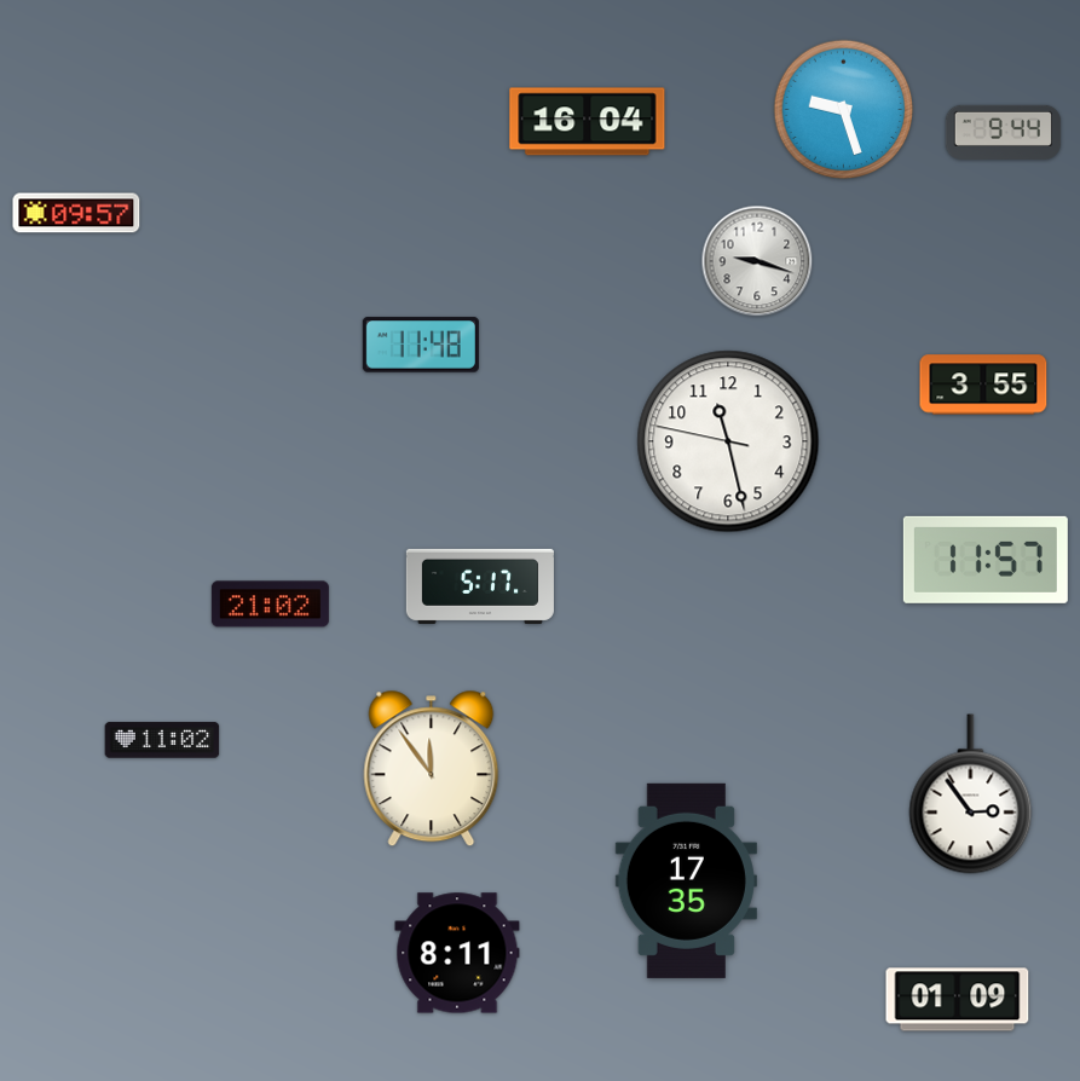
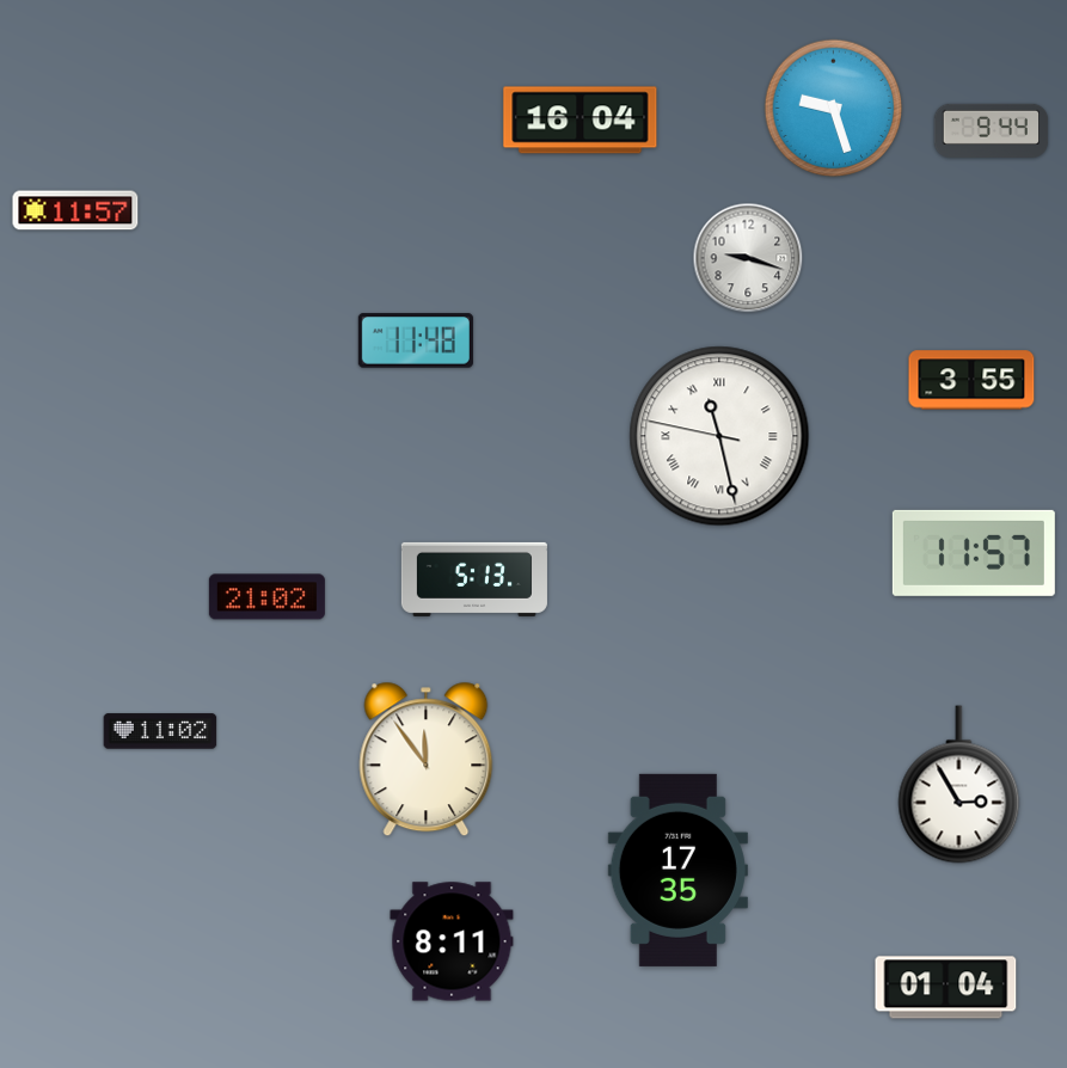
clock at (76, 213): 09:57 -> 11:57
clock at (728, 441) numerals: Arabic -> Roman
clock at (480, 586): 5:17 -> 5:13
clock at (971, 794): 2:54 -> 2:55
clock at (958, 1000): 01:09 -> 01:04
